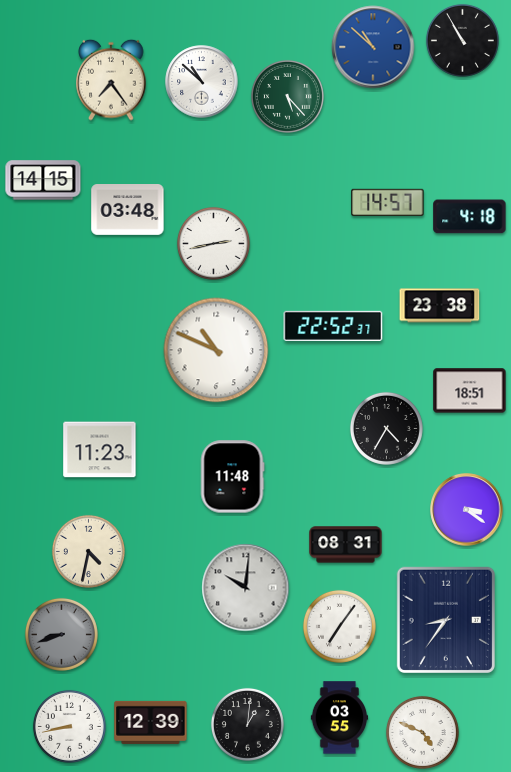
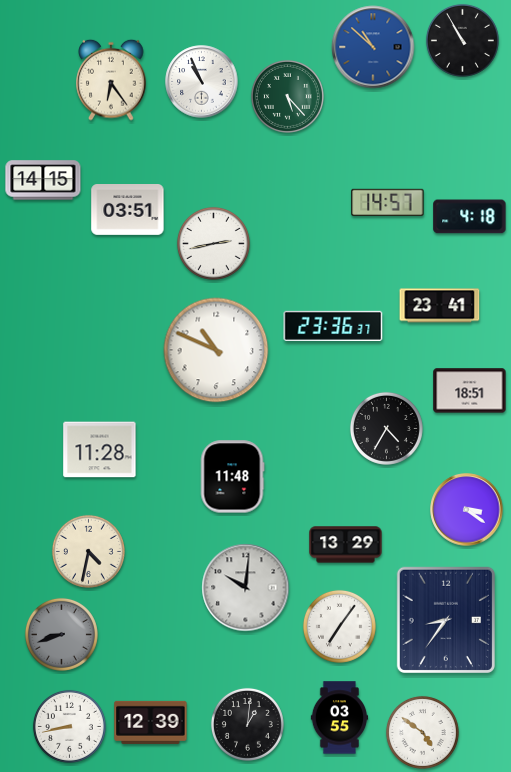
clock at (111, 80): 7:24 -> 6:24
clock at (202, 82): 10:52 -> 10:56
clock at (128, 210): 03:48 -> 03:51
clock at (440, 306): 23:38 -> 23:41
clock at (333, 326): 22:52 -> 23:36
clock at (100, 450): 11:23 -> 11:28
clock at (346, 545): 08:31 -> 13:29
clock at (422, 732): 4:49 -> 4:51
